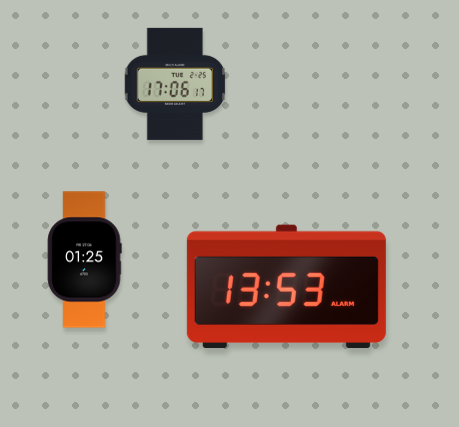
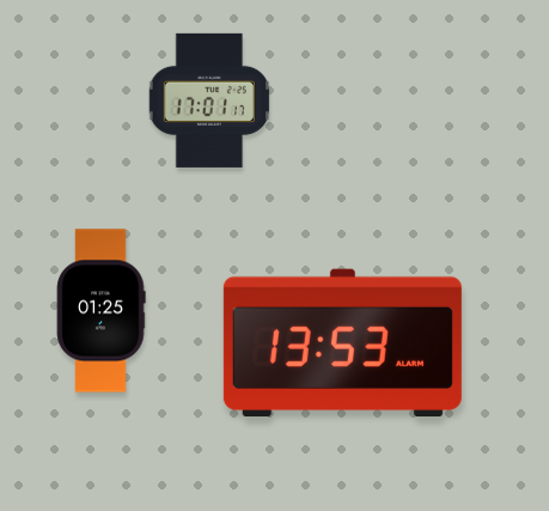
clock at (174, 84): 17:06 -> 17:01
